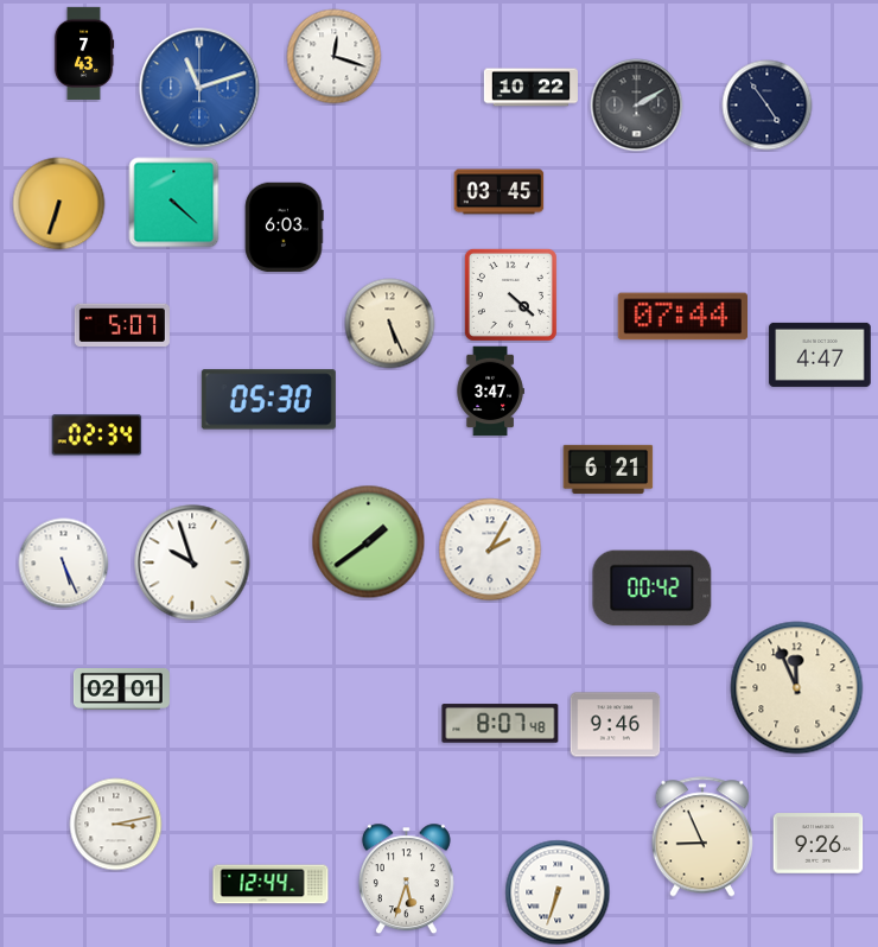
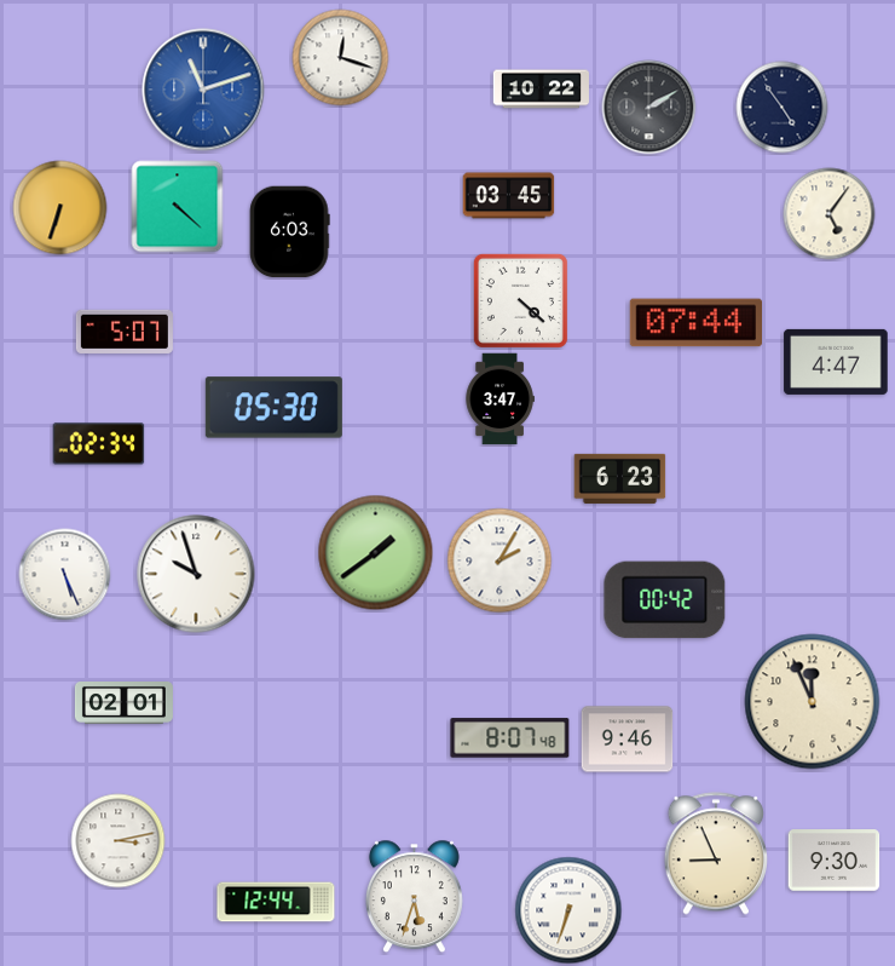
clock at (84, 52): 7:43 -> none
clock at (830, 214): none -> 5:06
clock at (390, 324): 5:26 -> none
clock at (609, 469): 6:21 -> 6:23
clock at (819, 844): 9:26 -> 9:30
